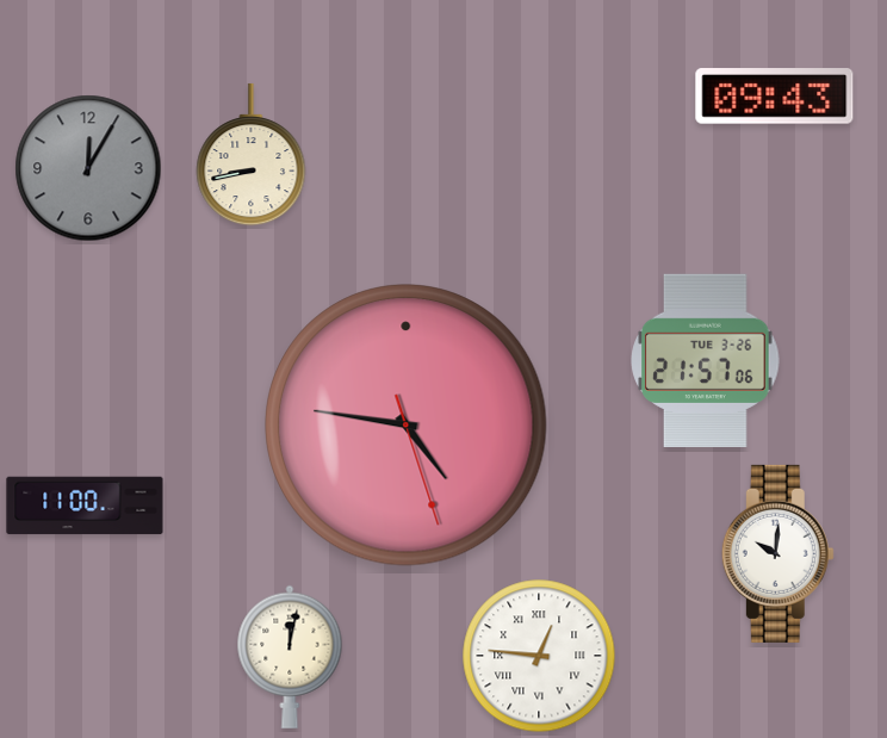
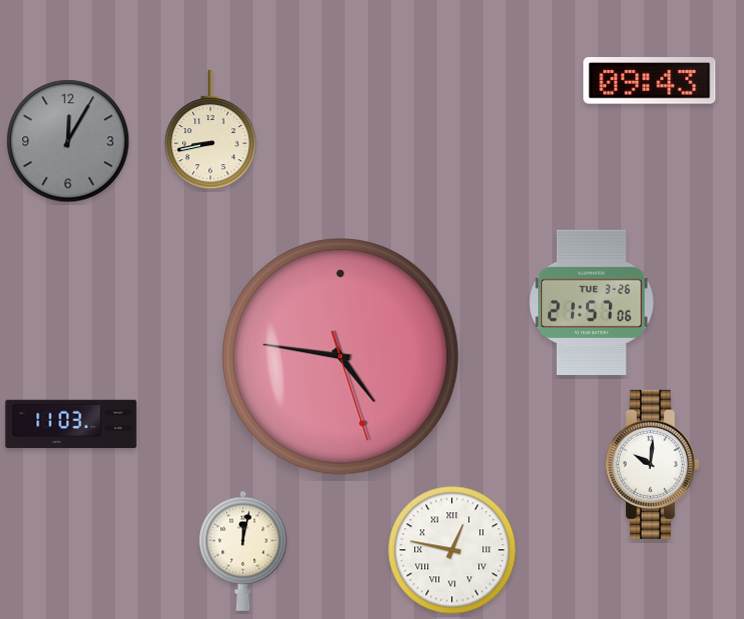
clock at (88, 168) position: (88, 168) -> (68, 141)
clock at (85, 506): 11:00 -> 11:03
clock at (539, 656): 12:46 -> 12:47
